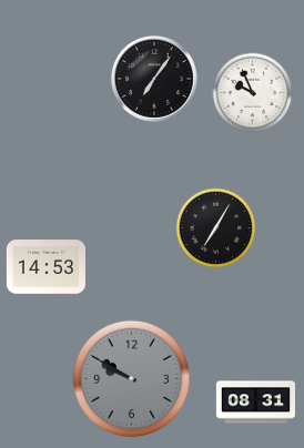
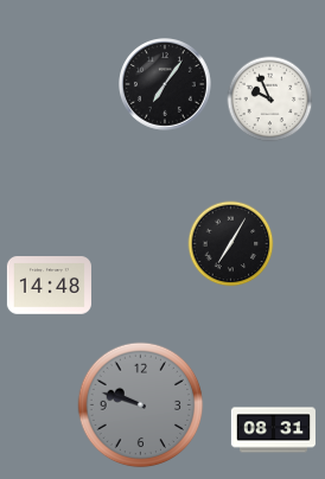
clock at (45, 267): 14:53 -> 14:48
clock at (132, 379): 9:50 -> 9:48
